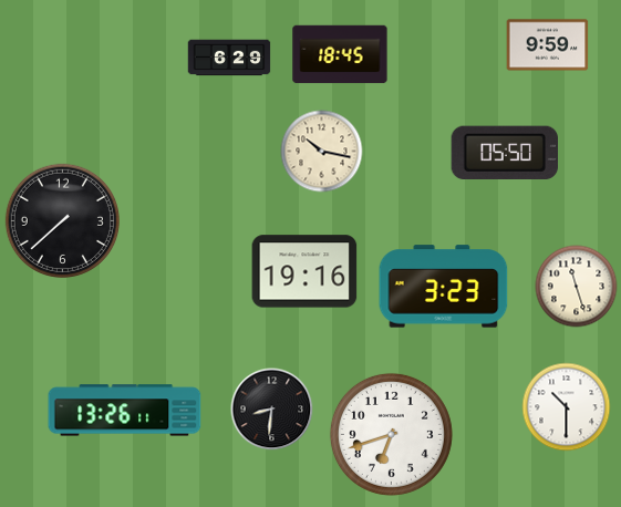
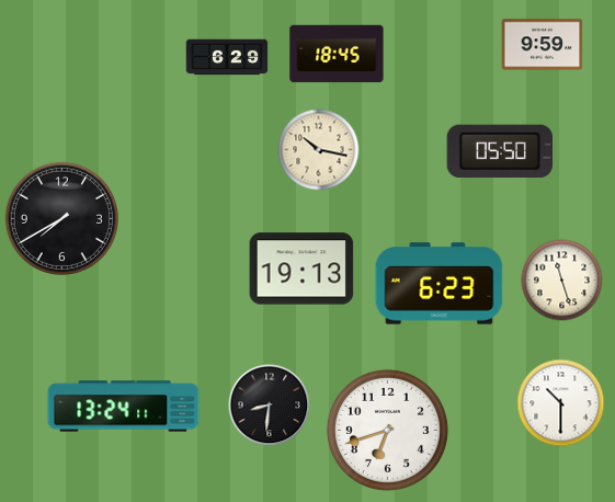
clock at (62, 220): 7:38 -> 7:40
clock at (304, 271): 19:16 -> 19:13
clock at (444, 287): 3:23 -> 6:23
clock at (577, 287) position: (577, 287) -> (562, 281)
clock at (125, 411): 13:26 -> 13:24
